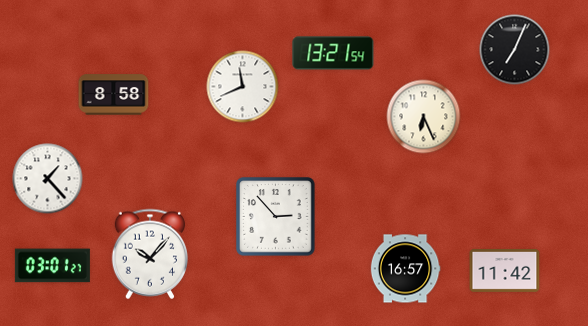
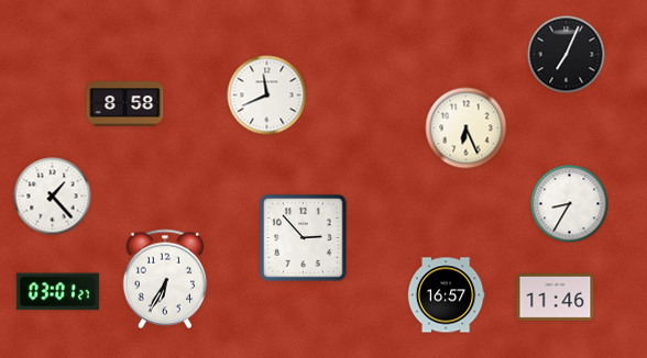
clock at (333, 53): 13:21 -> none
clock at (570, 204): none -> 8:35
clock at (150, 254): 10:07 -> 6:35
clock at (505, 270): 11:42 -> 11:46
